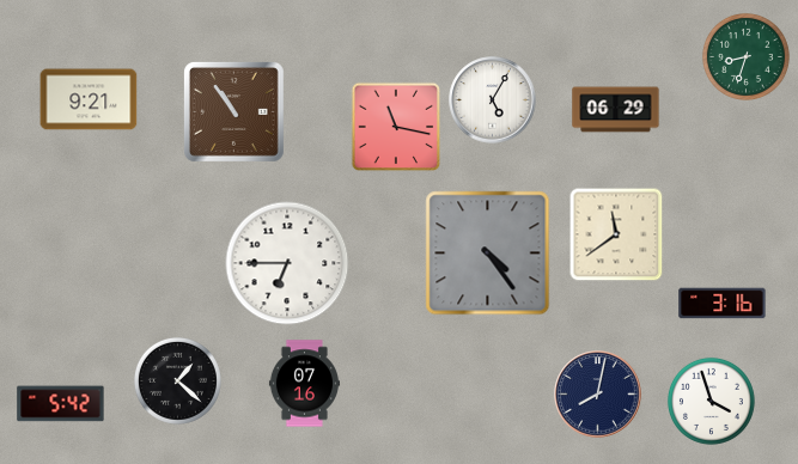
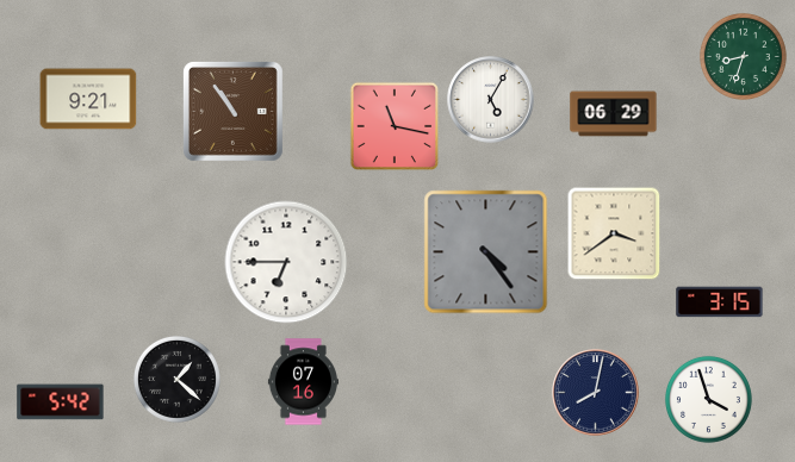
clock at (616, 110) position: (616, 110) -> (614, 114)
clock at (616, 234): 11:39 -> 3:39
clock at (723, 304): 3:16 -> 3:15
